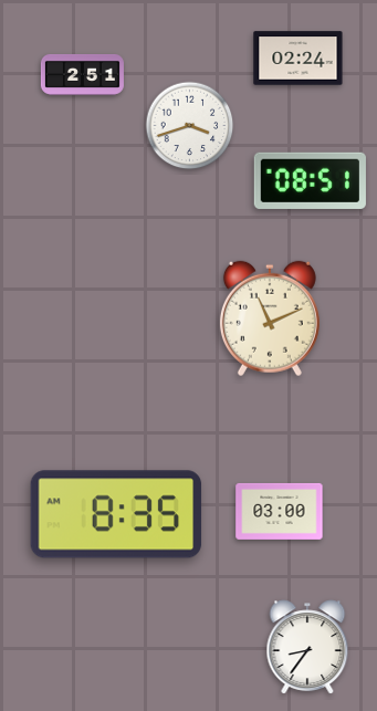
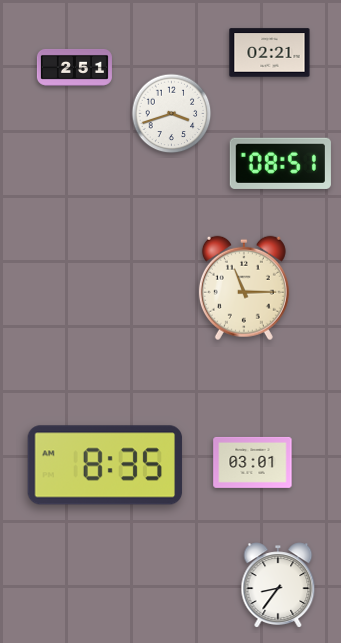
clock at (299, 59): 02:24 -> 02:21
clock at (270, 318): 11:11 -> 11:15
clock at (280, 511): 03:00 -> 03:01
